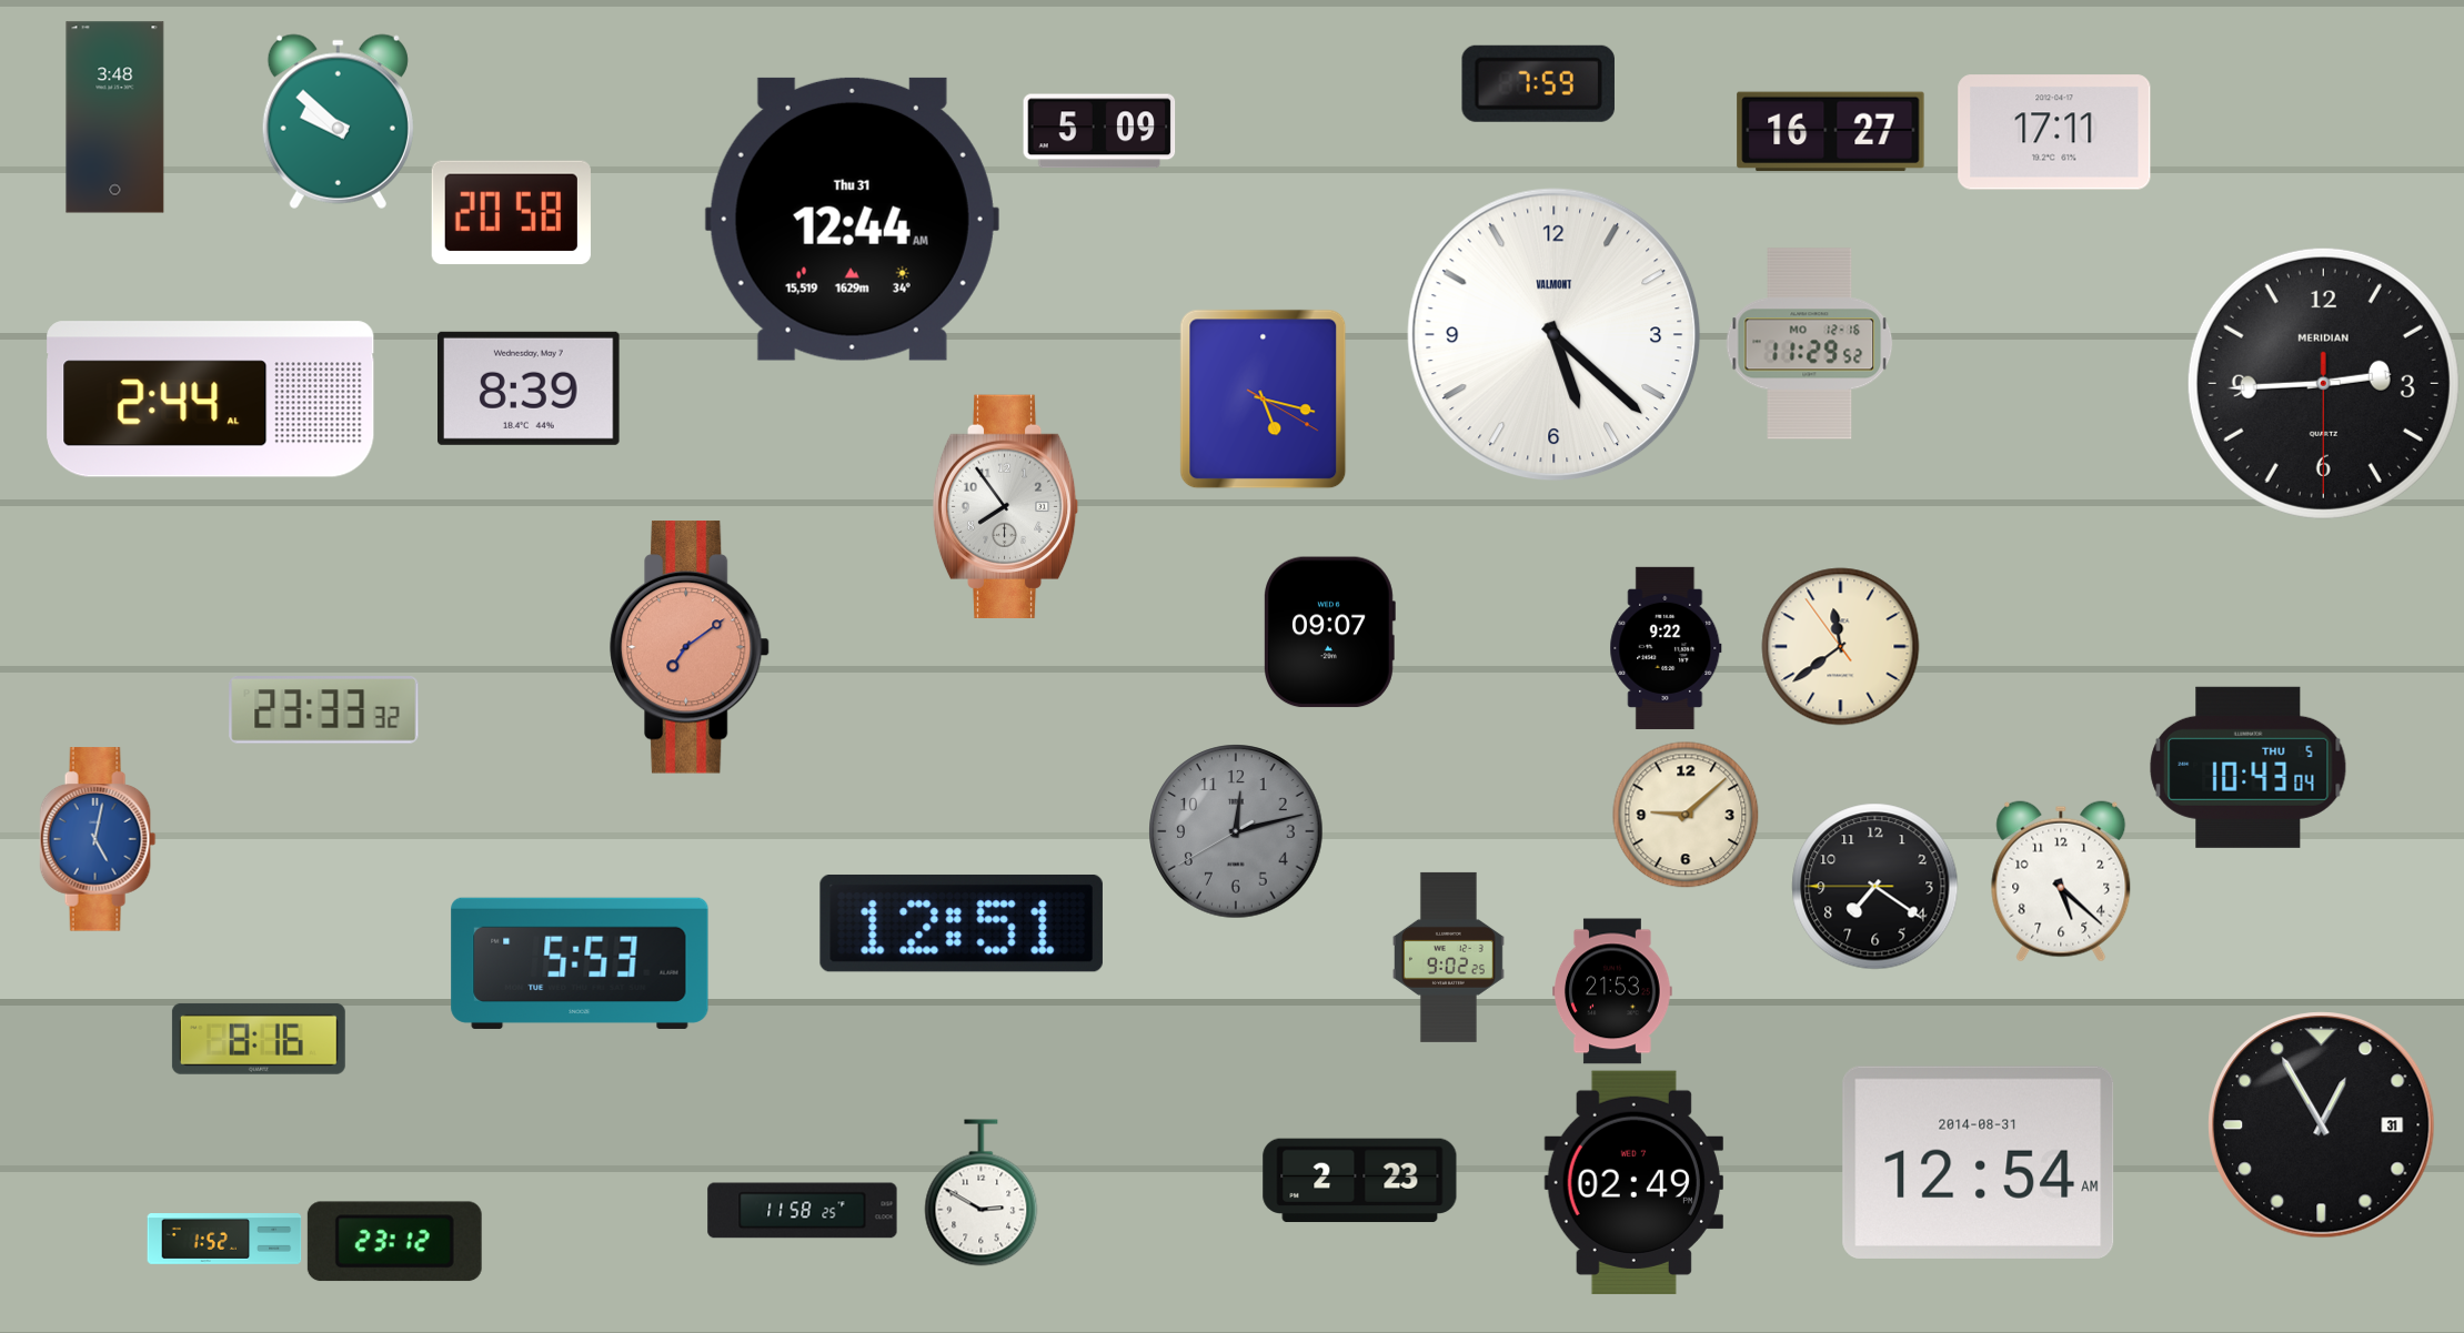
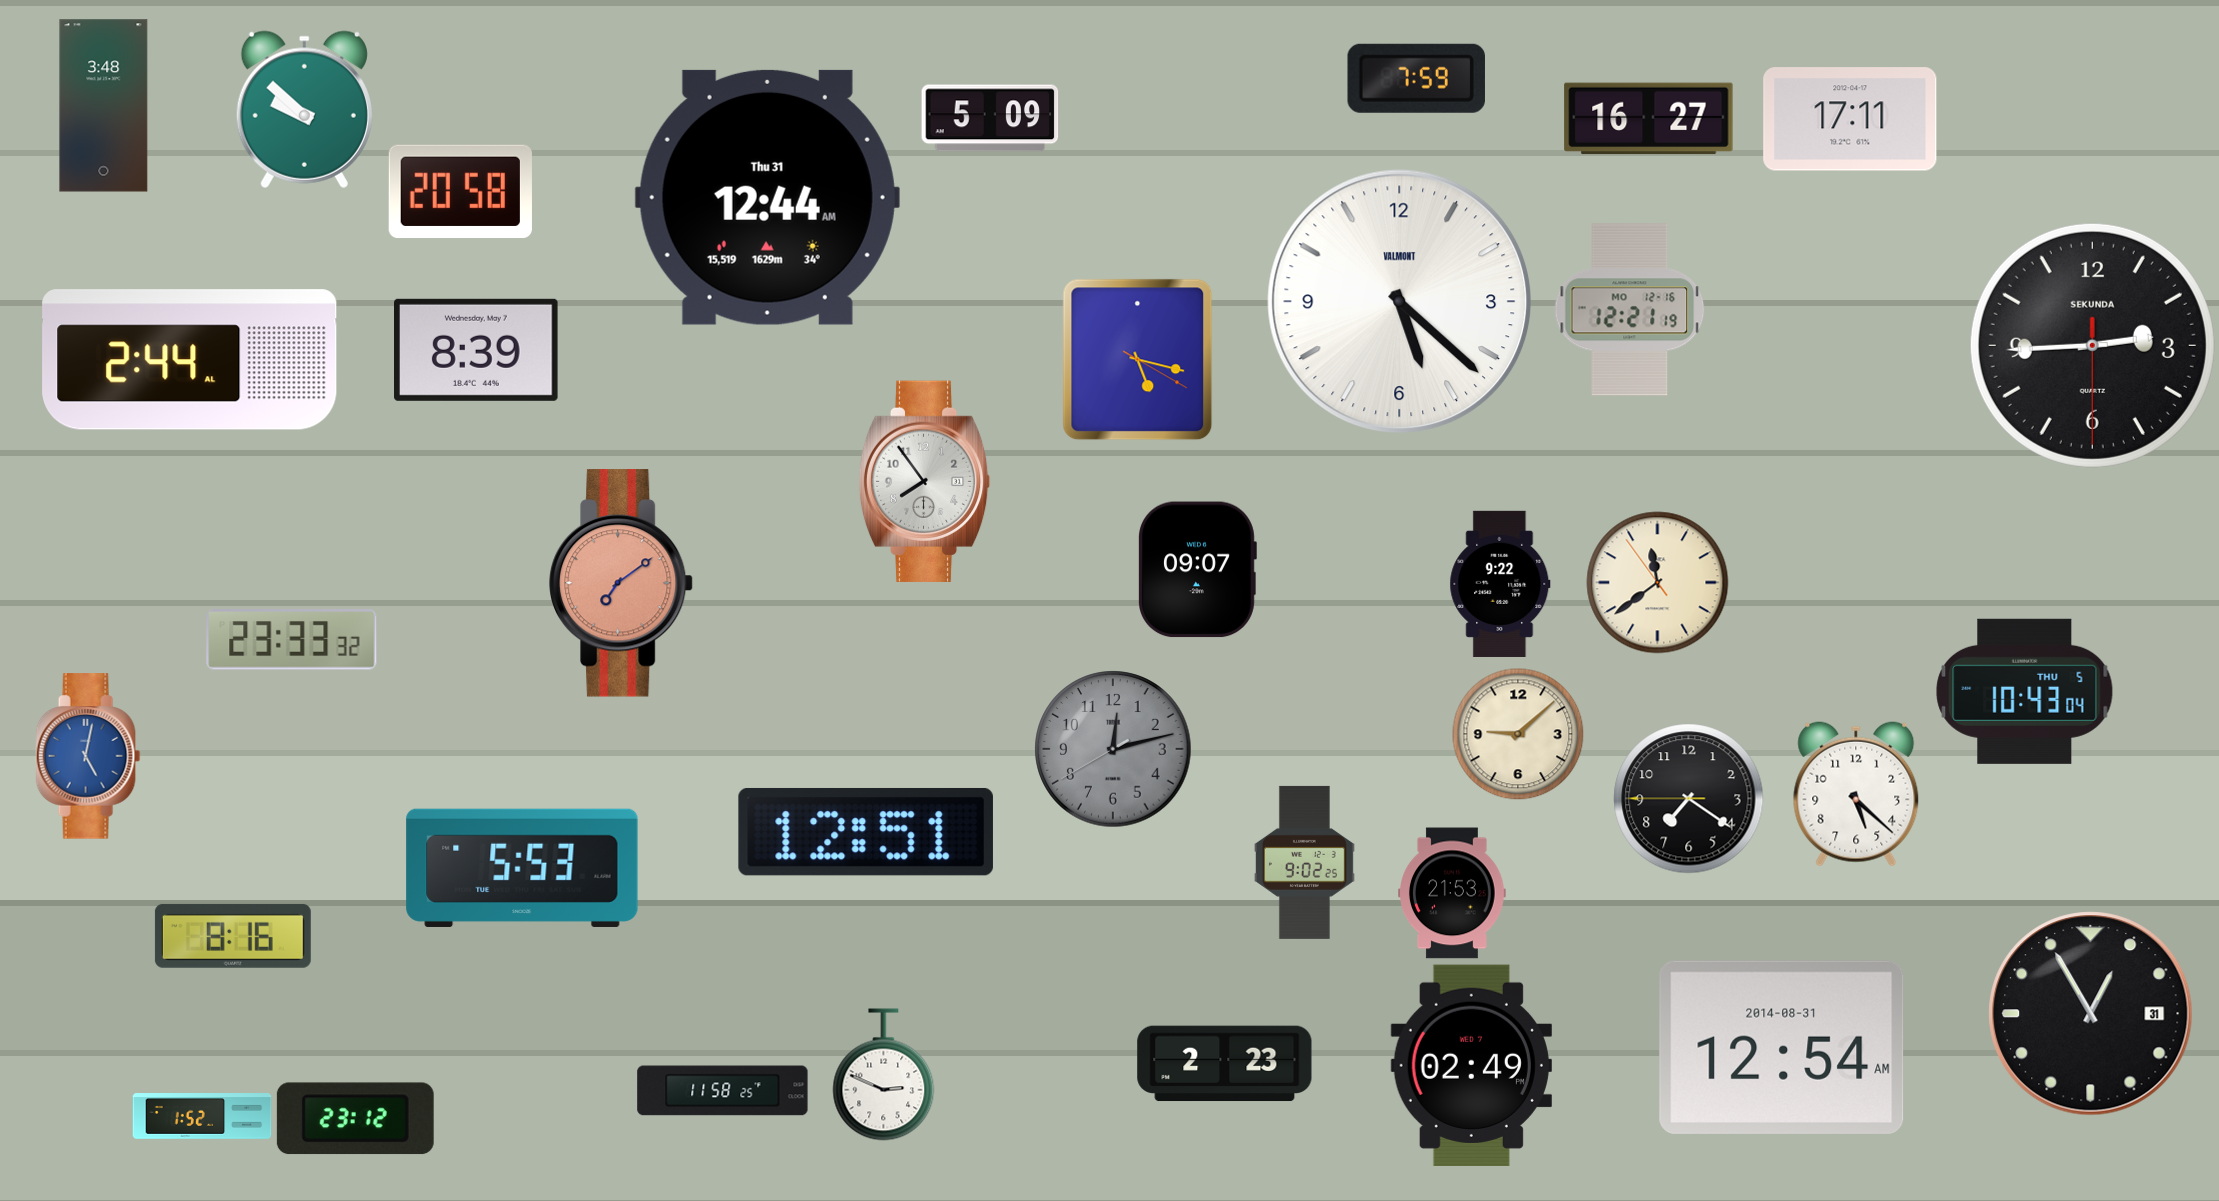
clock at (1538, 83) position: (1538, 83) -> (1416, 78)
clock at (1810, 344): 11:29 -> 12:21
clock at (2323, 383) brand: MERIDIAN -> SEKUNDA
clock at (1006, 506) position: (1006, 506) -> (925, 481)
clock at (982, 1193): 2:50 -> 2:49
